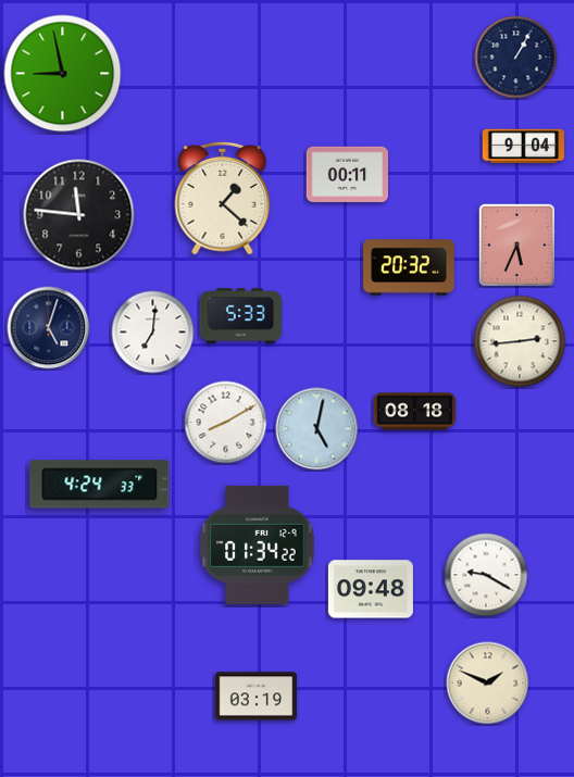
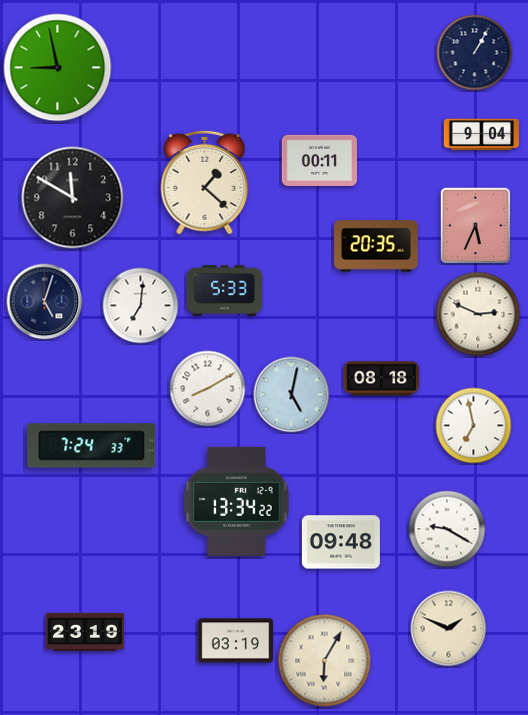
clock at (79, 215): 11:46 -> 11:50
clock at (409, 267): 20:32 -> 20:35
clock at (240, 316) position: (240, 316) -> (224, 291)
clock at (520, 341): 2:44 -> 2:49
clock at (474, 426): none -> 6:58
clock at (100, 485): 4:24 -> 7:24
clock at (258, 544): 01:34 -> 13:34
clock at (85, 632): none -> 23:19
clock at (325, 661): none -> 6:05
